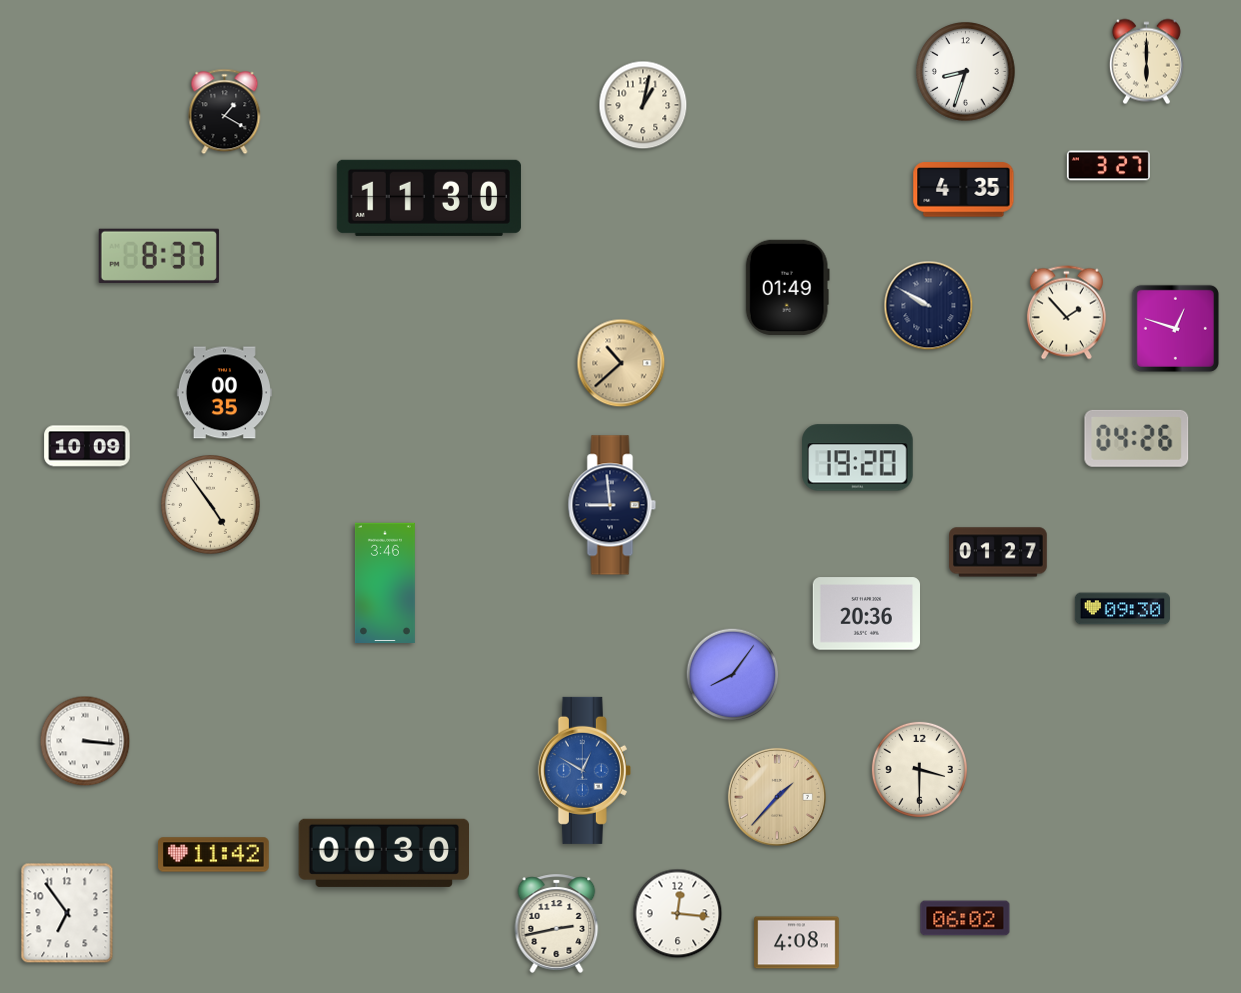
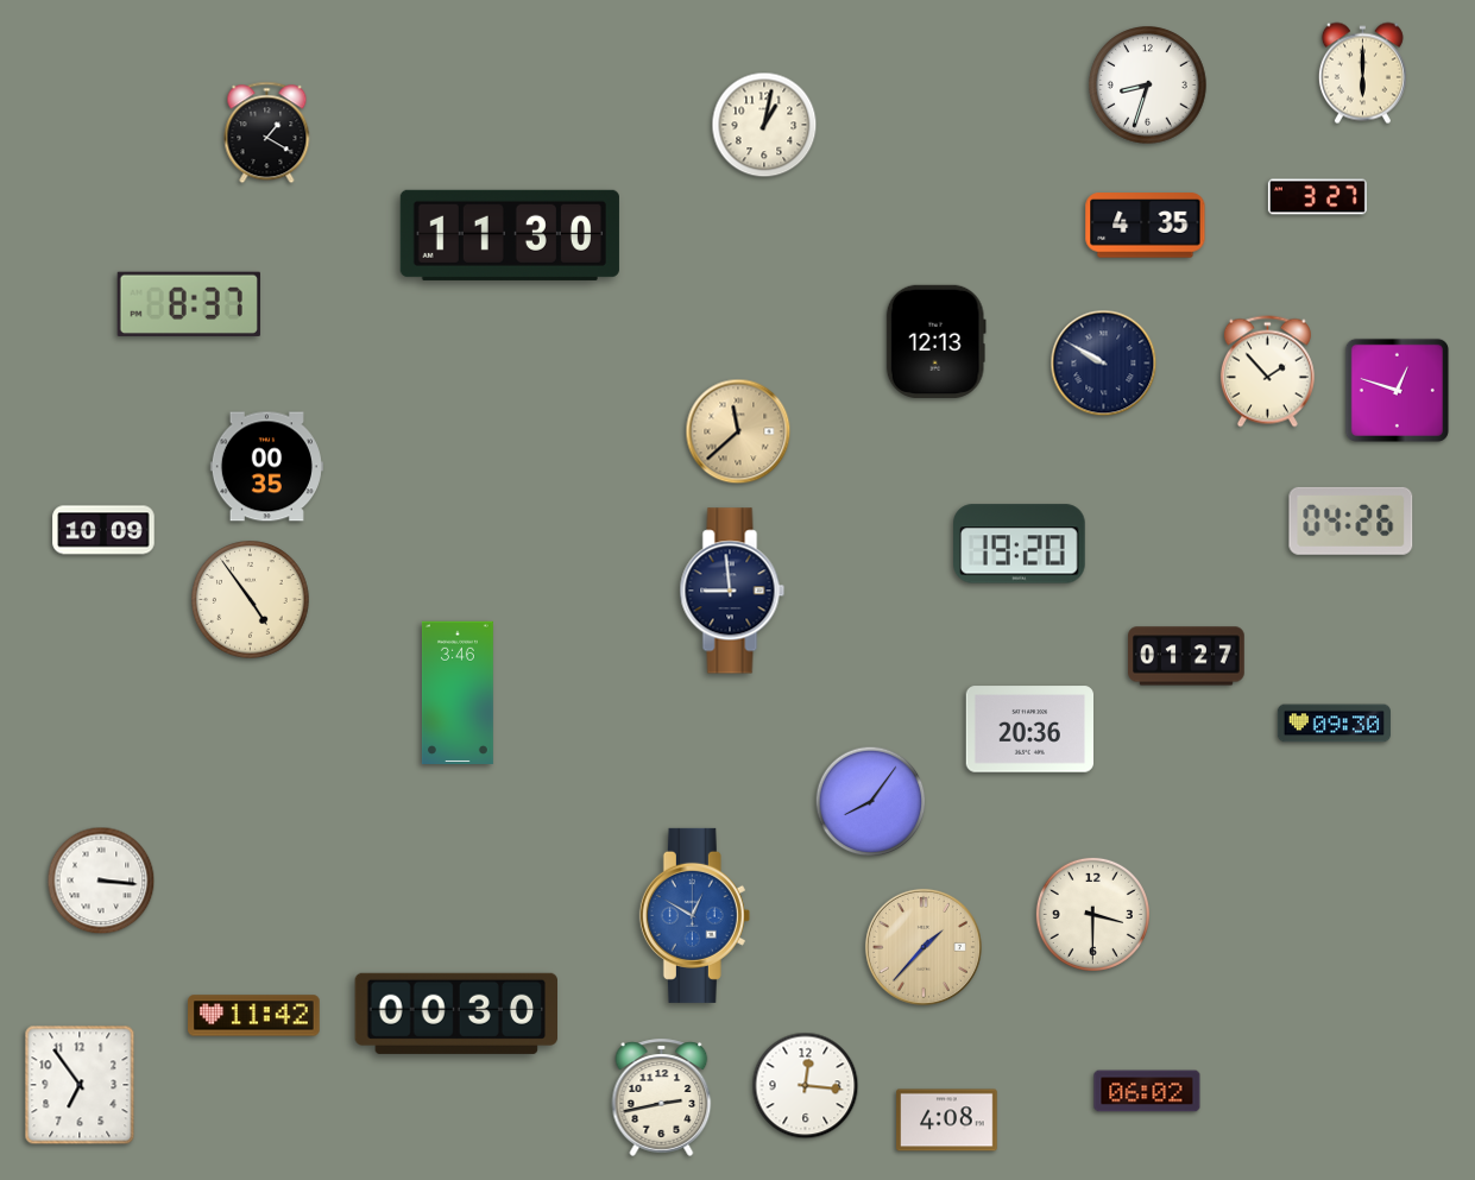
clock at (787, 287): 01:49 -> 12:13
clock at (621, 363): 10:38 -> 11:38
clock at (612, 505) position: (612, 505) -> (732, 591)
